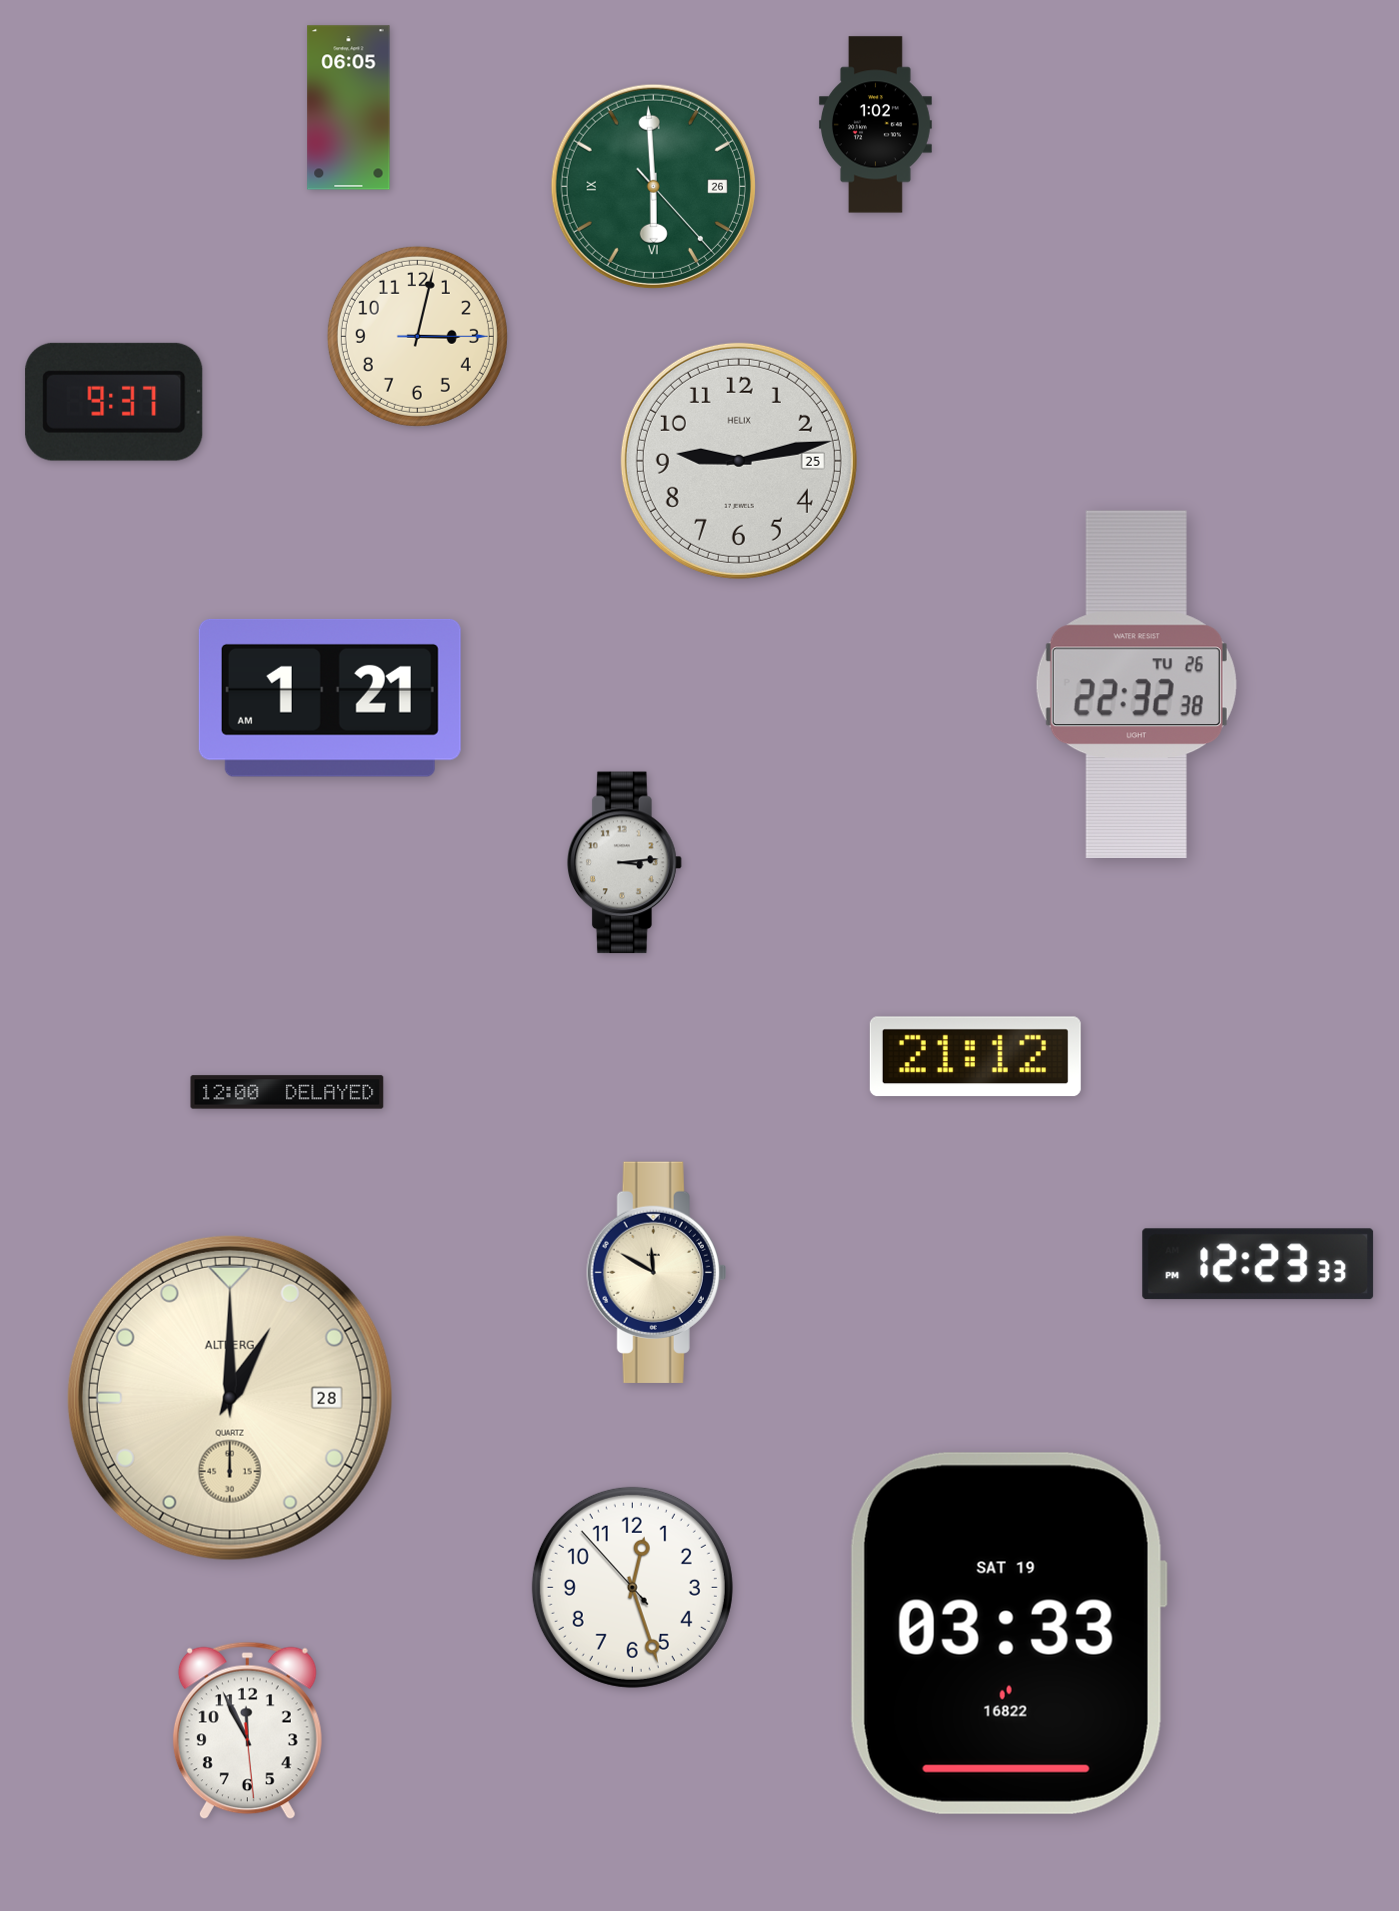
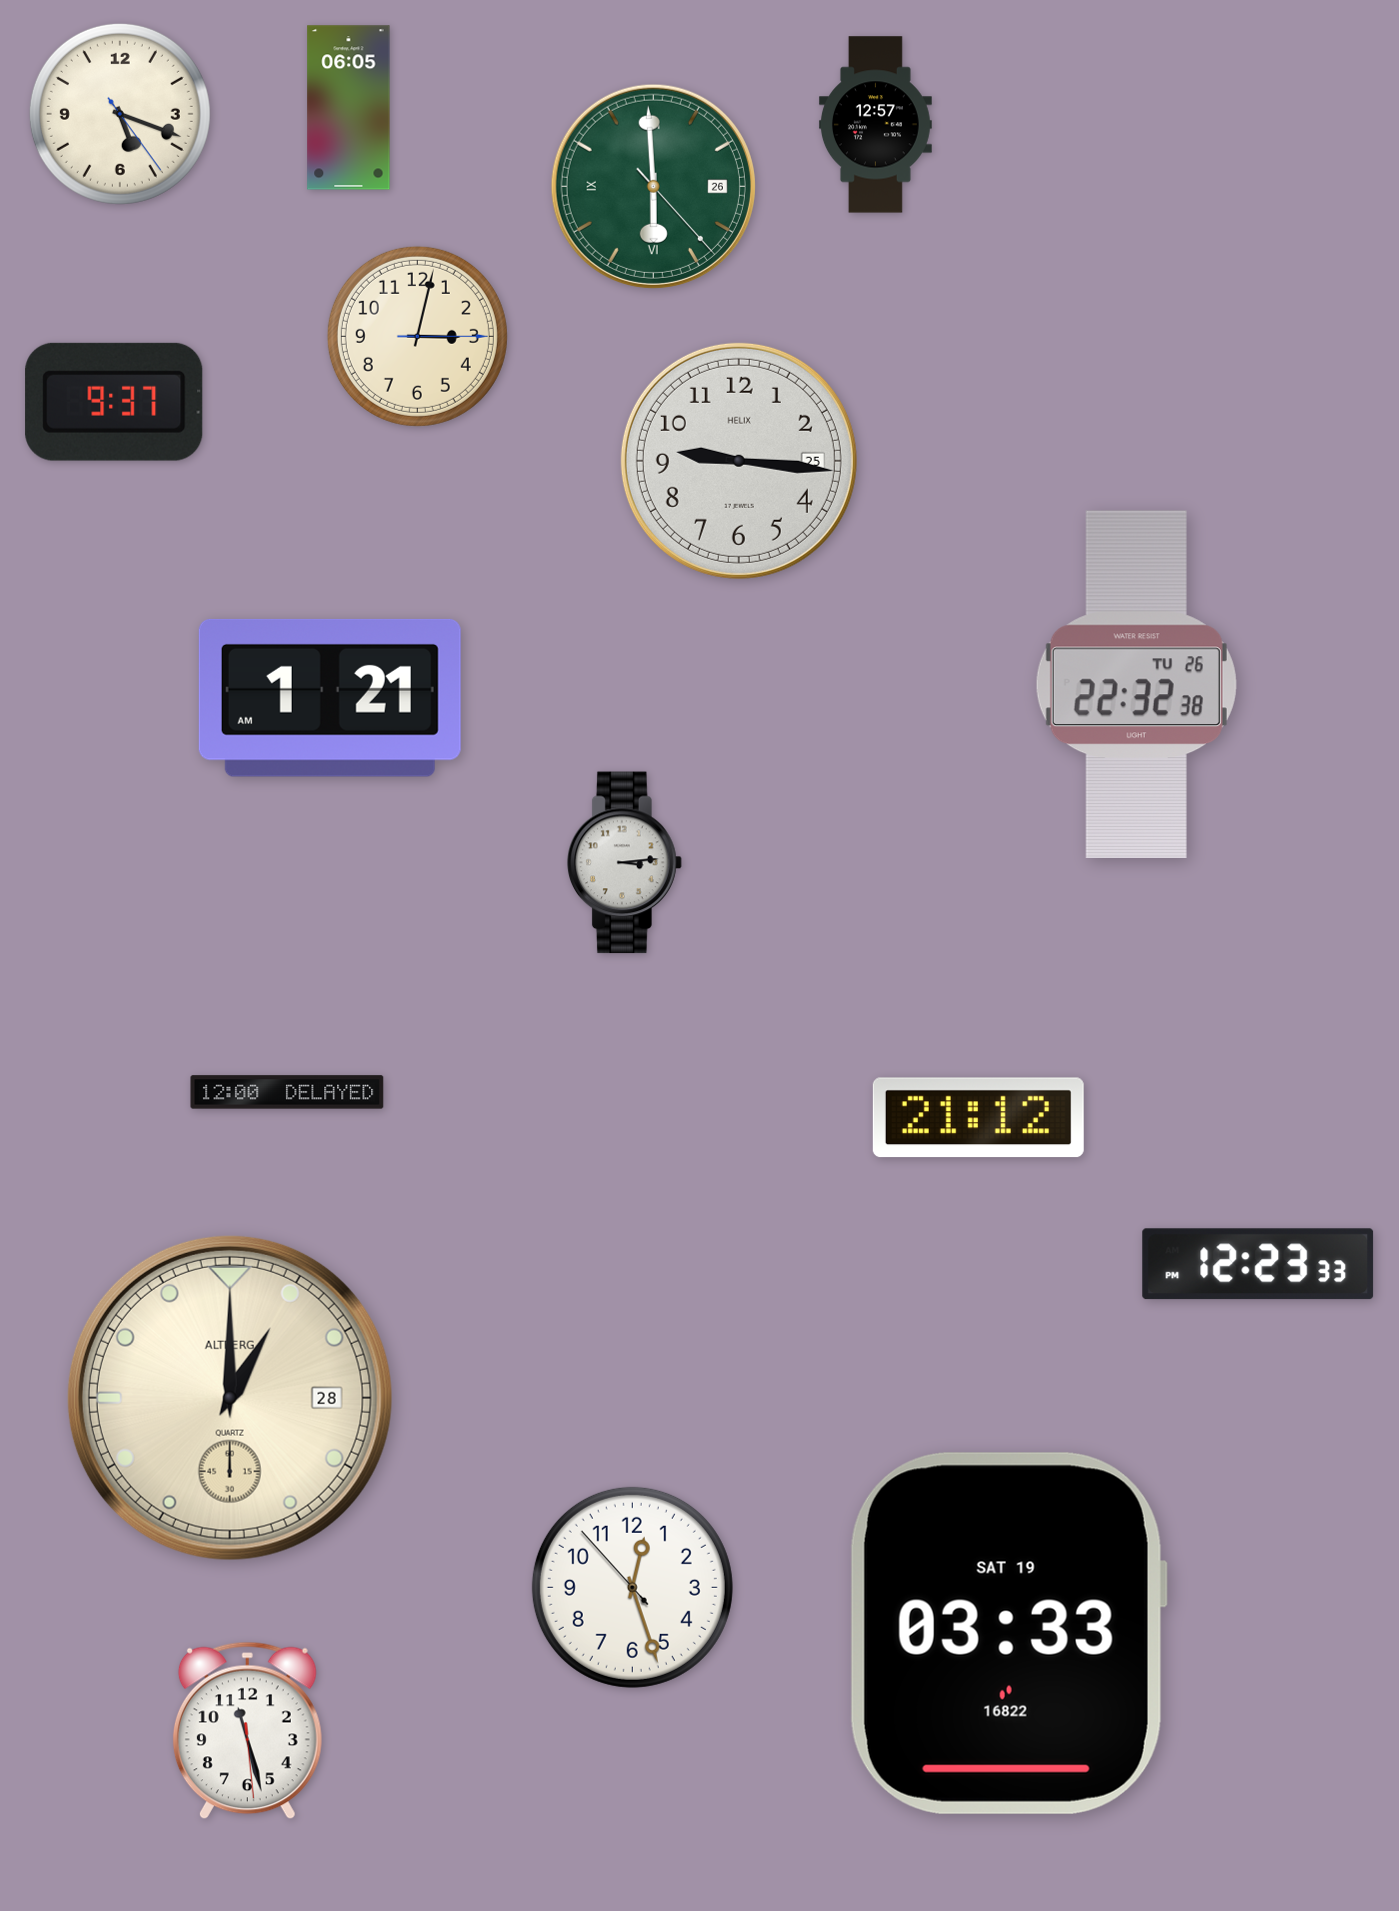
clock at (120, 114): none -> 5:18
clock at (875, 125): 1:02 -> 12:57
clock at (739, 461): 9:13 -> 9:16
clock at (975, 1057) position: (975, 1057) -> (978, 1118)
clock at (657, 1272): 11:50 -> none
clock at (247, 1731): 11:55 -> 11:27
